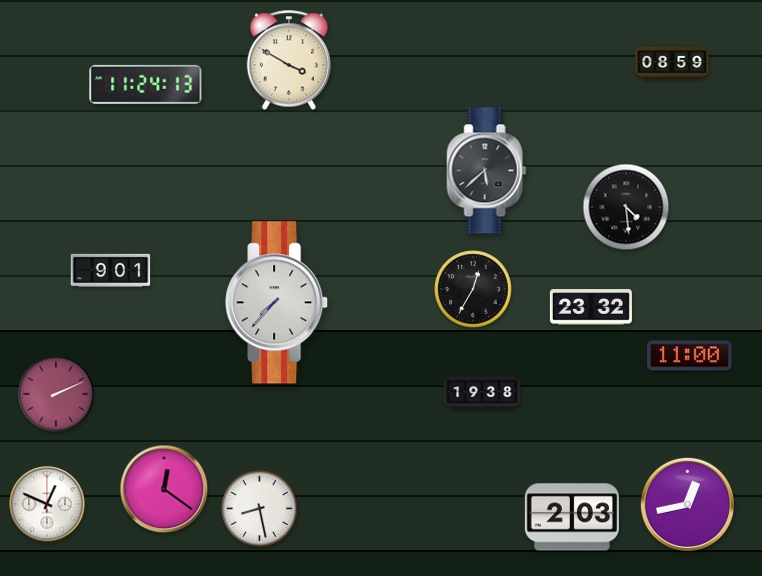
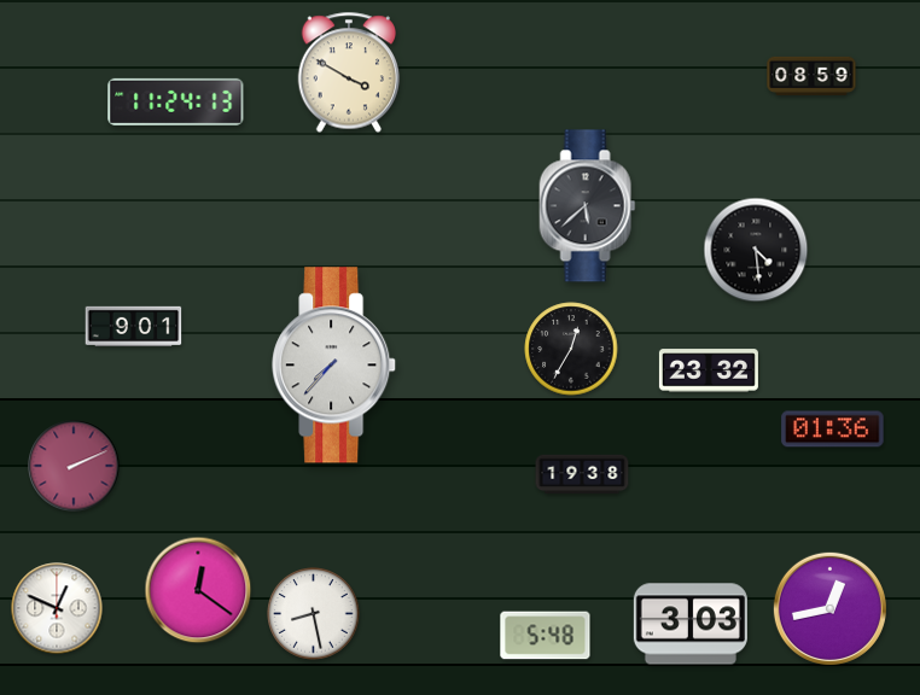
clock at (591, 307) position: (591, 307) -> (709, 370)
clock at (690, 356): 11:00 -> 01:36
clock at (56, 394) position: (56, 394) -> (74, 466)
clock at (572, 517): 2:03 -> 3:03
clock at (546, 636): none -> 5:48
